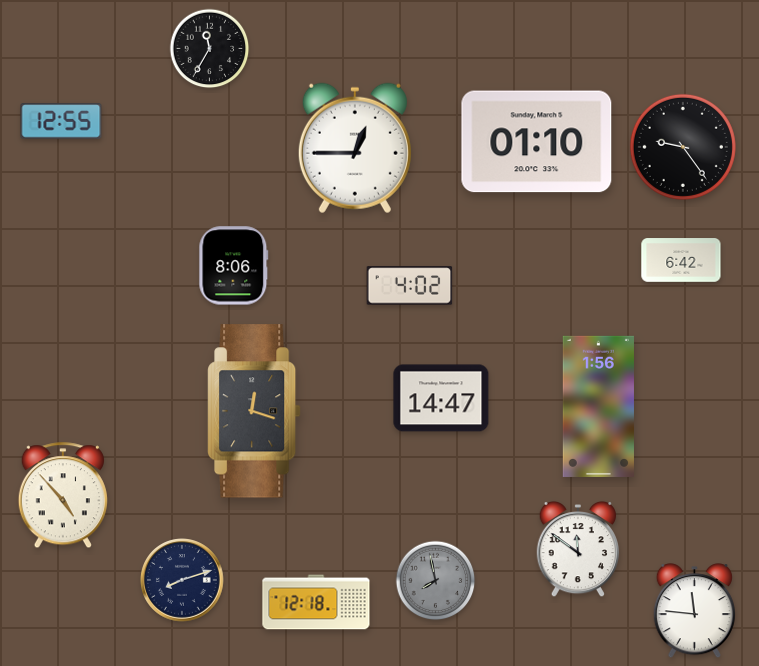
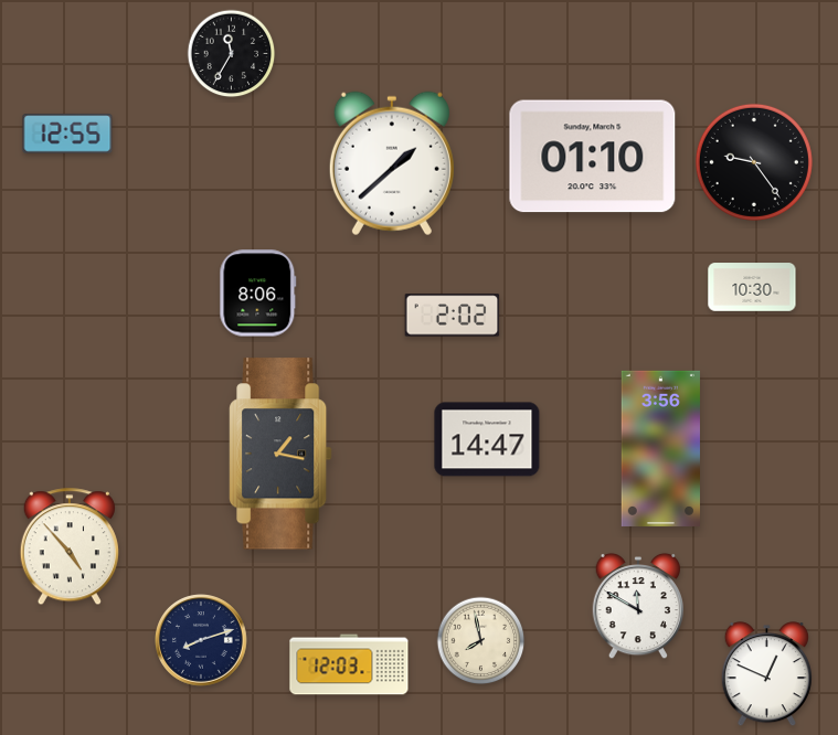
clock at (355, 148): 12:45 -> 1:38
clock at (681, 260): 6:42 -> 10:30
clock at (410, 286): 4:02 -> 2:02
clock at (598, 406): 1:56 -> 3:56
clock at (254, 411): 12:18 -> 1:17
clock at (577, 549): 11:51 -> 11:50
clock at (436, 581) dial: grey -> cream
clock at (316, 602): 12:18 -> 12:03
clock at (694, 611): 11:46 -> 12:49
